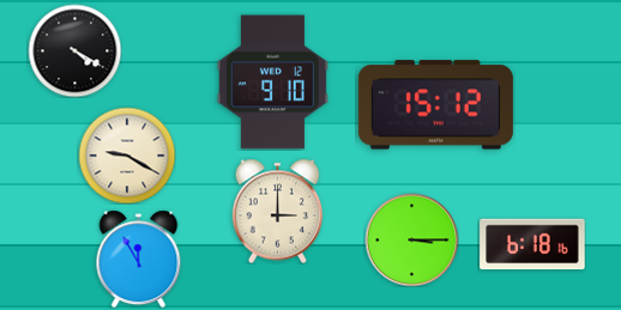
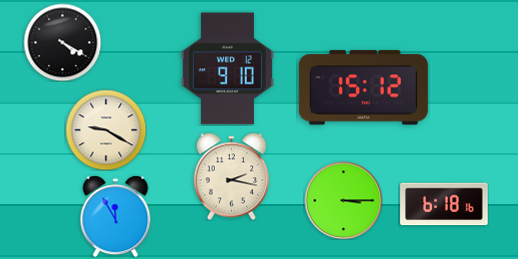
clock at (278, 211): 3:00 -> 2:17
